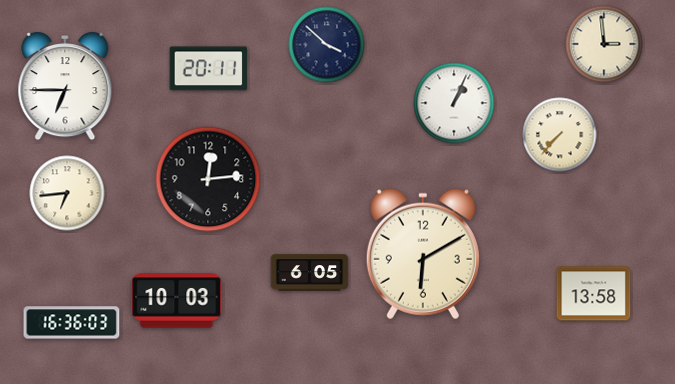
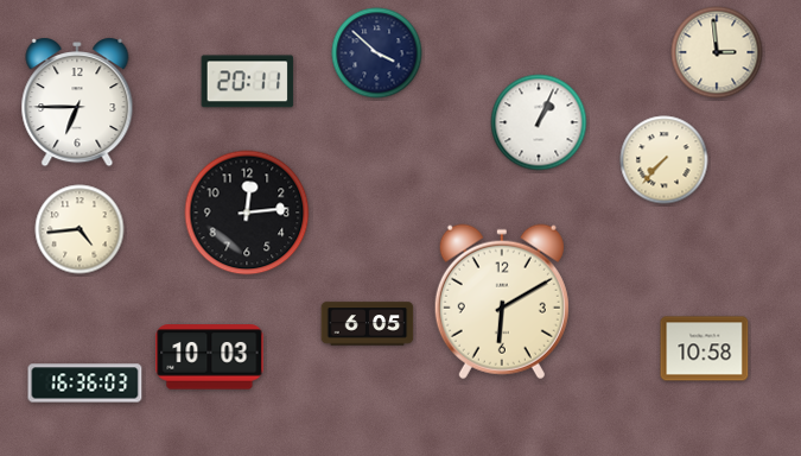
clock at (327, 45) position: (327, 45) -> (377, 53)
clock at (67, 193): 6:44 -> 4:44
clock at (594, 294): 13:58 -> 10:58
